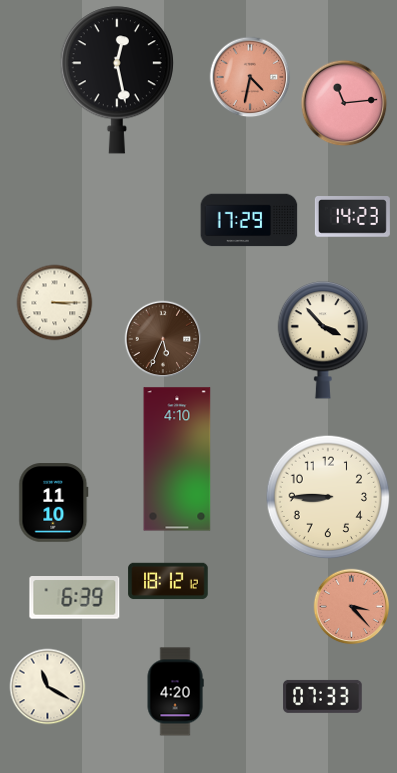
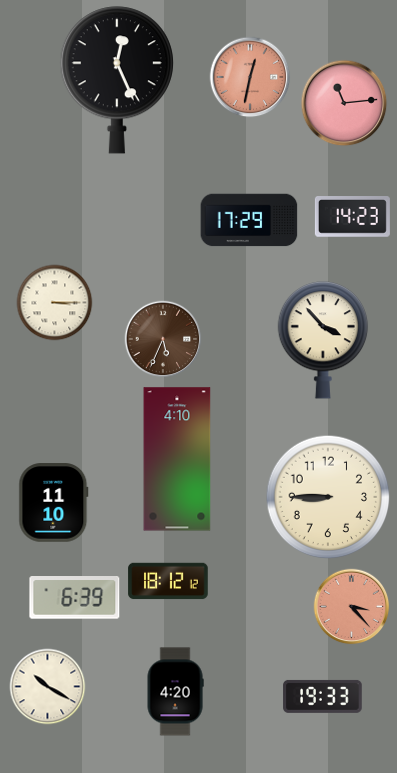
clock at (250, 77): 4:32 -> 12:32
clock at (117, 80): 12:28 -> 12:26
clock at (48, 687): 11:20 -> 10:20
clock at (323, 696): 07:33 -> 19:33
